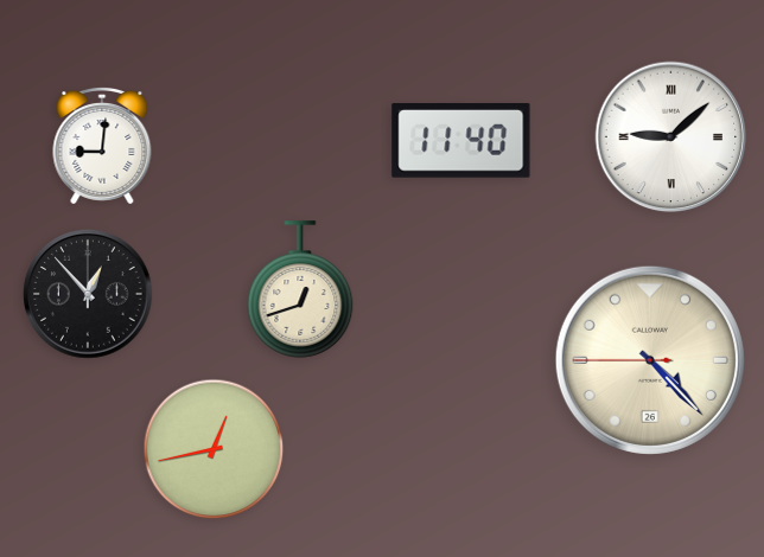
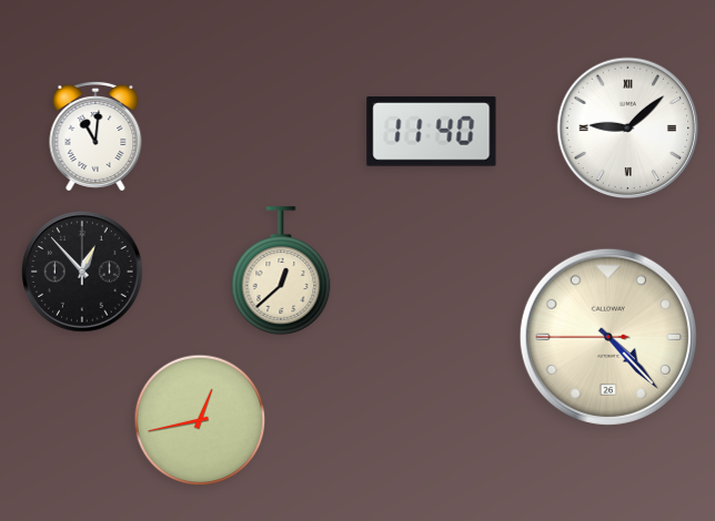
clock at (102, 146): 9:01 -> 11:01
clock at (300, 289): 12:42 -> 12:38
clock at (88, 294) position: (88, 294) -> (82, 272)
